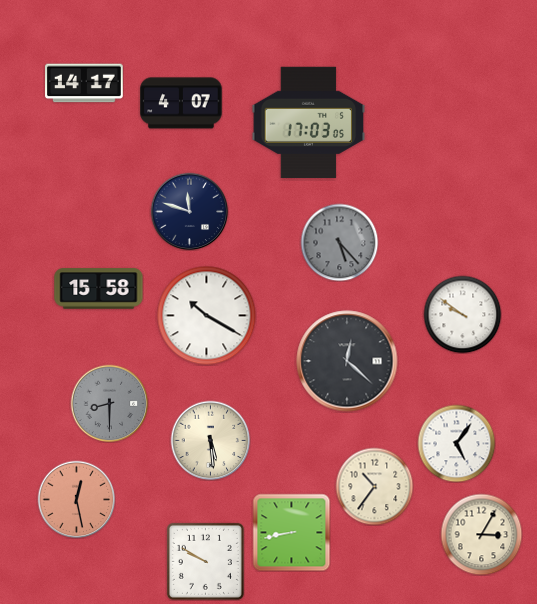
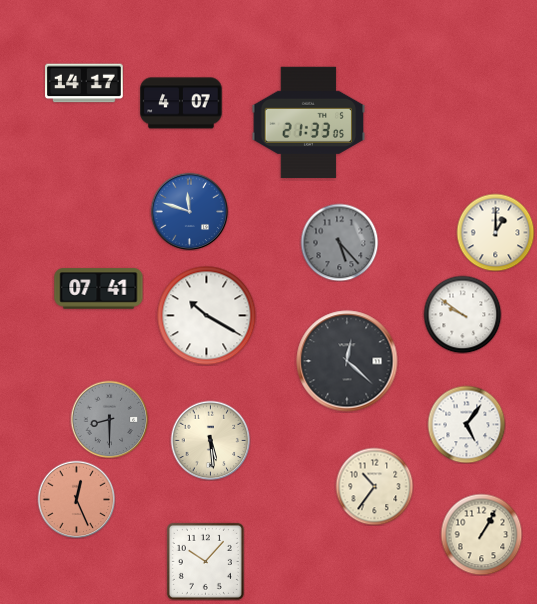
clock at (309, 122): 17:03 -> 21:33
clock at (189, 211) dial: navy -> blue
clock at (495, 232): none -> 1:00
clock at (99, 289): 15:58 -> 07:41
clock at (109, 403) position: (109, 403) -> (109, 419)
clock at (456, 443) position: (456, 443) -> (466, 424)
clock at (76, 499): 12:28 -> 12:26
clock at (291, 532): 8:43 -> none
clock at (481, 534): 3:05 -> 1:05
clock at (205, 561): 9:50 -> 10:07
